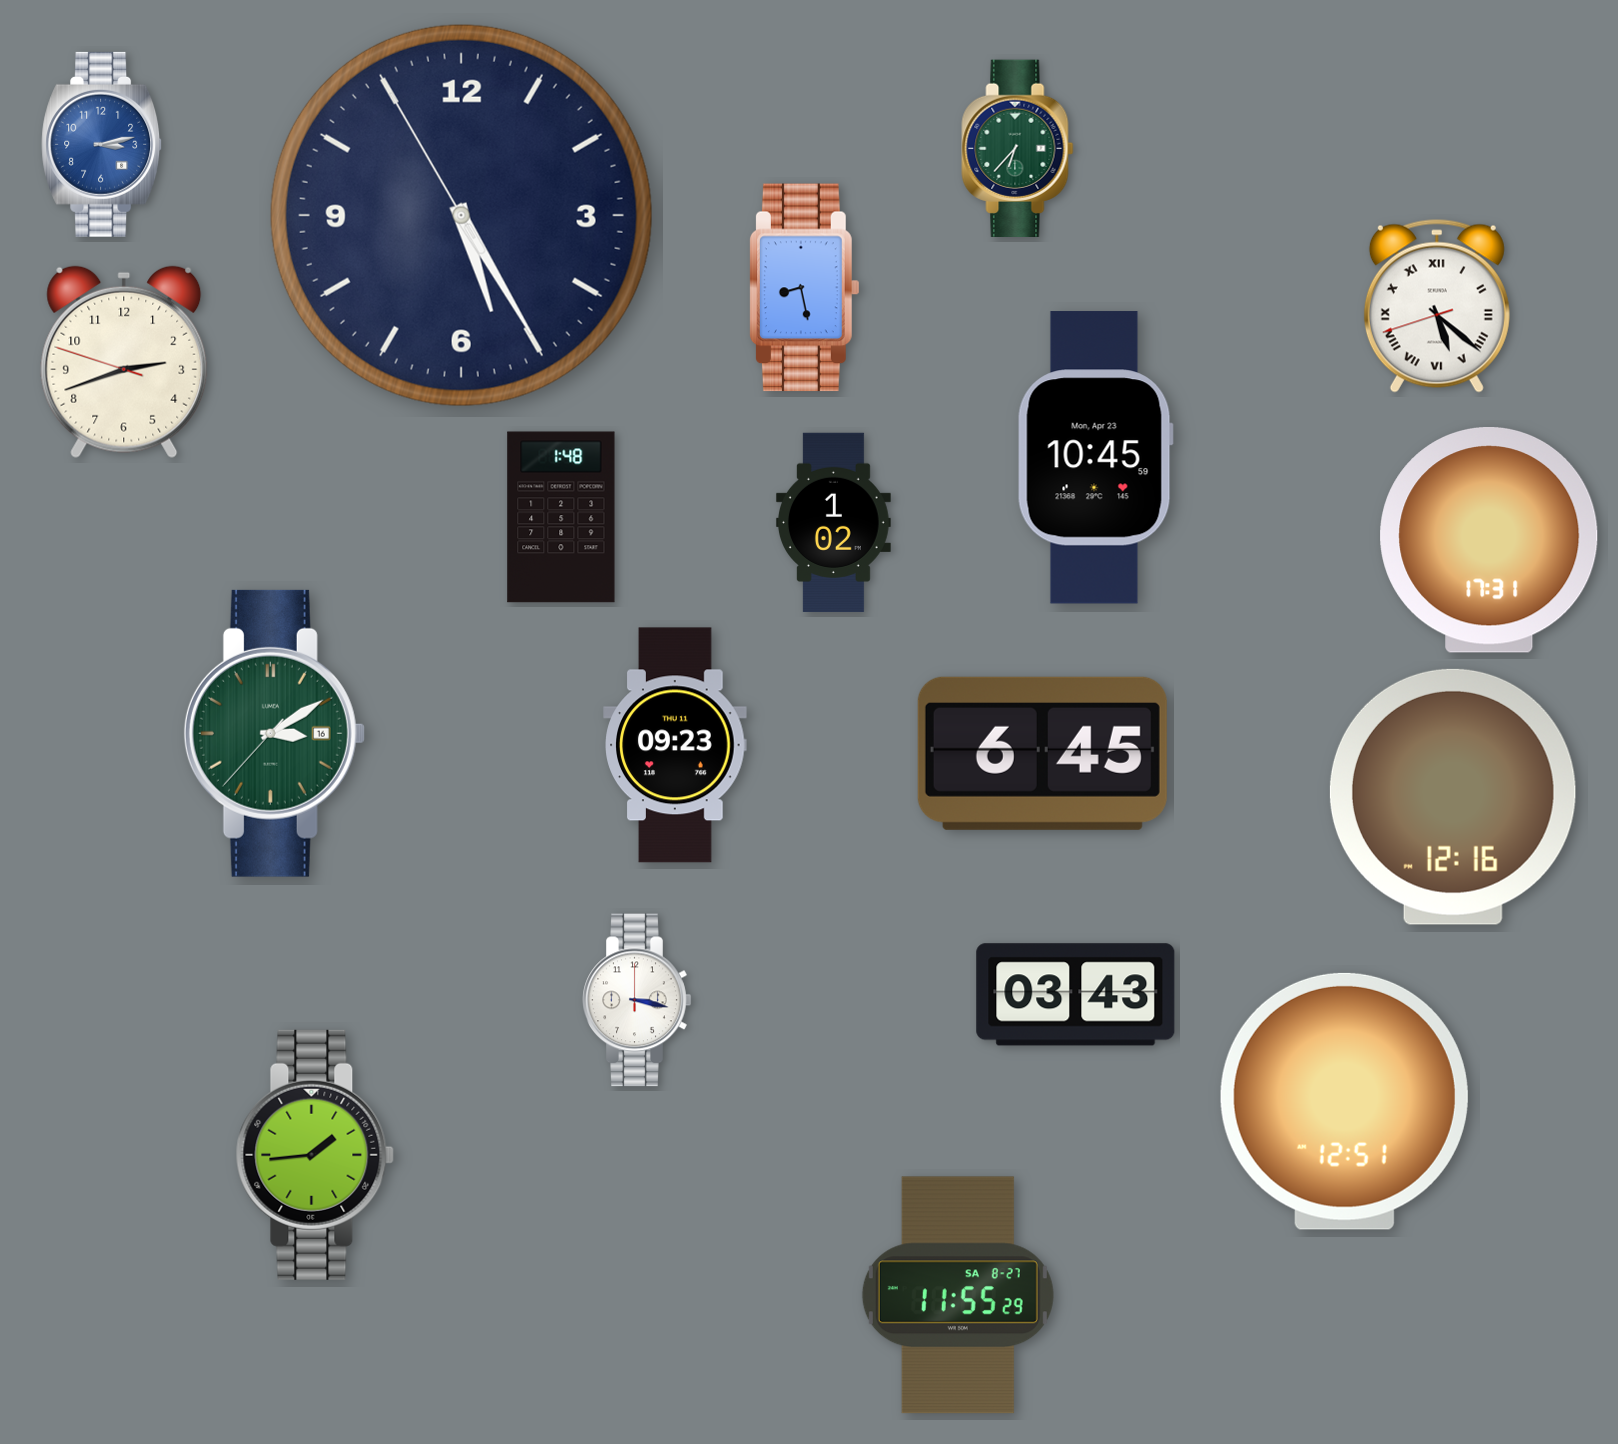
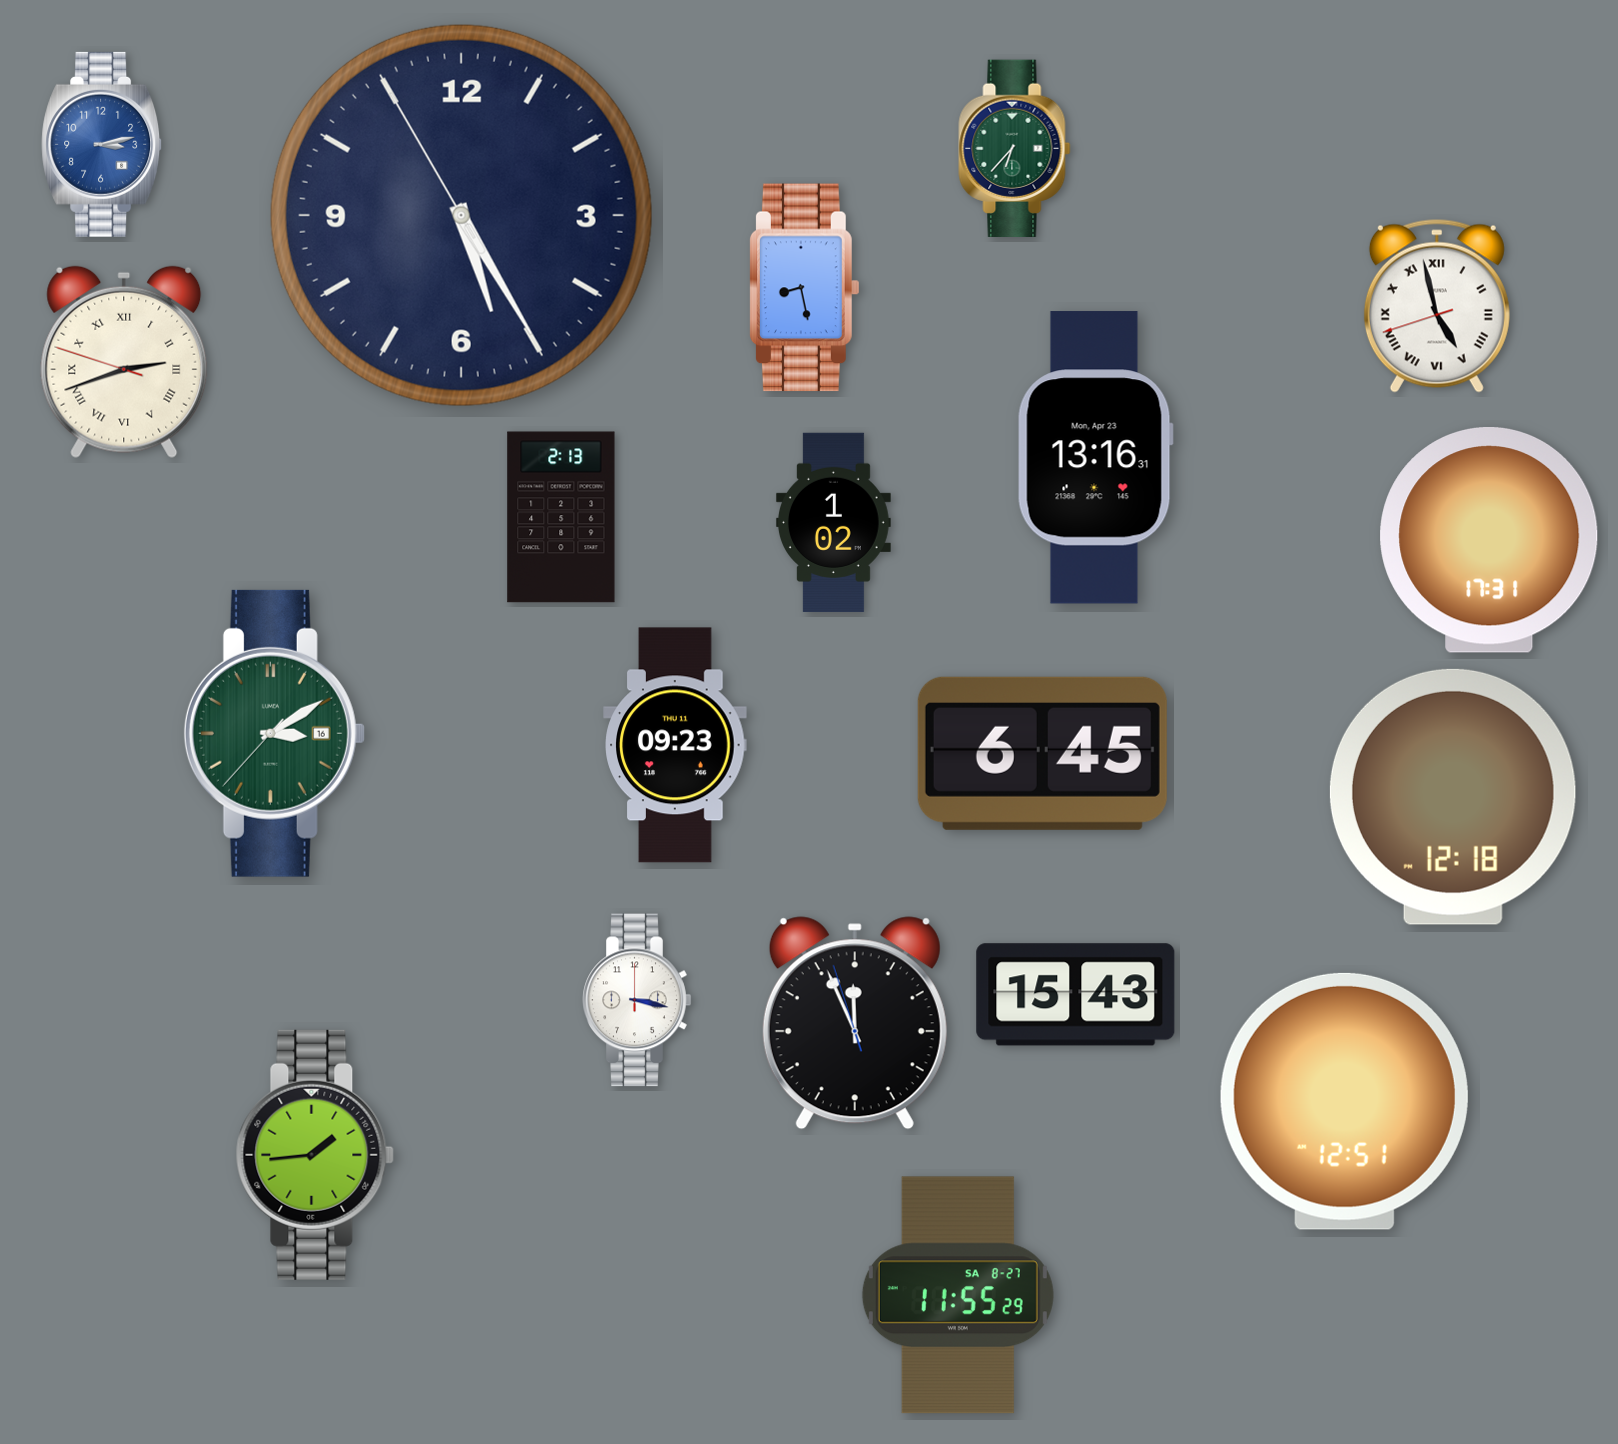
clock at (1018, 148) position: (1018, 148) -> (1015, 148)
clock at (1437, 306): 5:21 -> 4:57
clock at (124, 362) numerals: Arabic -> Roman
clock at (1095, 458): 10:45 -> 13:16
clock at (561, 517): 1:48 -> 2:13
clock at (1453, 797): 12:16 -> 12:18
clock at (1076, 995): 03:43 -> 15:43
clock at (855, 1023): none -> 11:55
